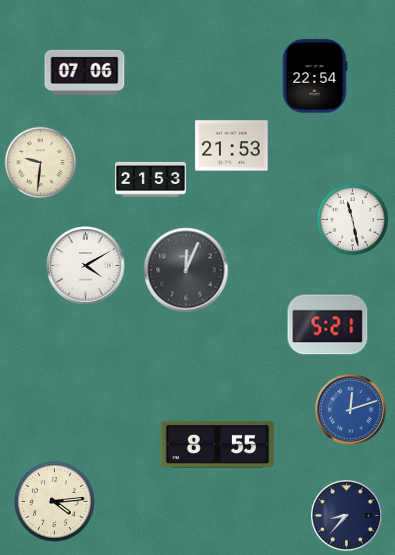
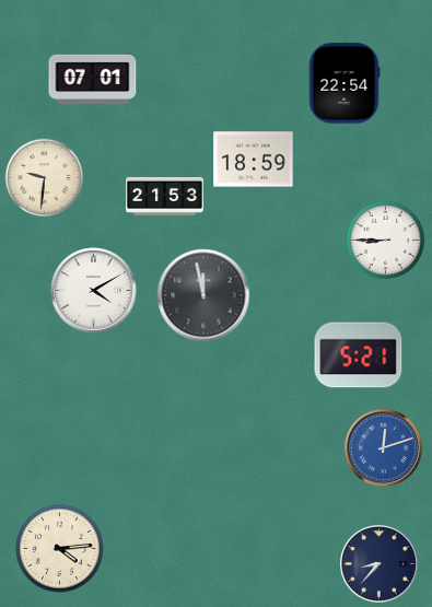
clock at (85, 72): 07:06 -> 07:01
clock at (232, 146): 21:53 -> 18:59
clock at (353, 220): 11:28 -> 8:45
clock at (186, 270): 12:04 -> 11:58
clock at (218, 444): 8:55 -> none
